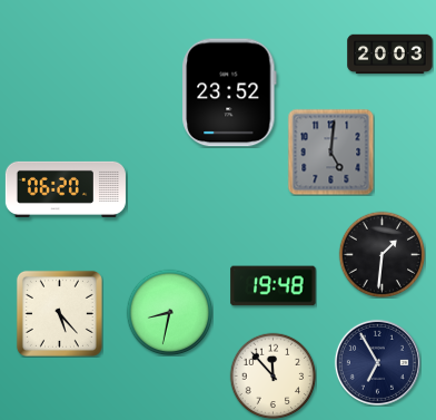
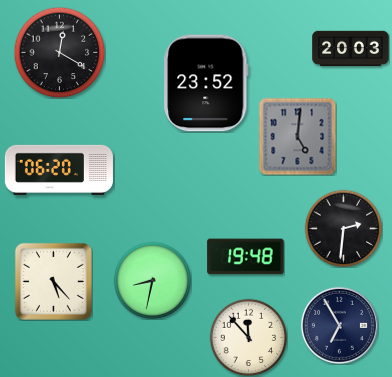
clock at (59, 52): none -> 12:20
clock at (381, 254): 1:31 -> 2:31
clock at (272, 375) position: (272, 375) -> (248, 337)
